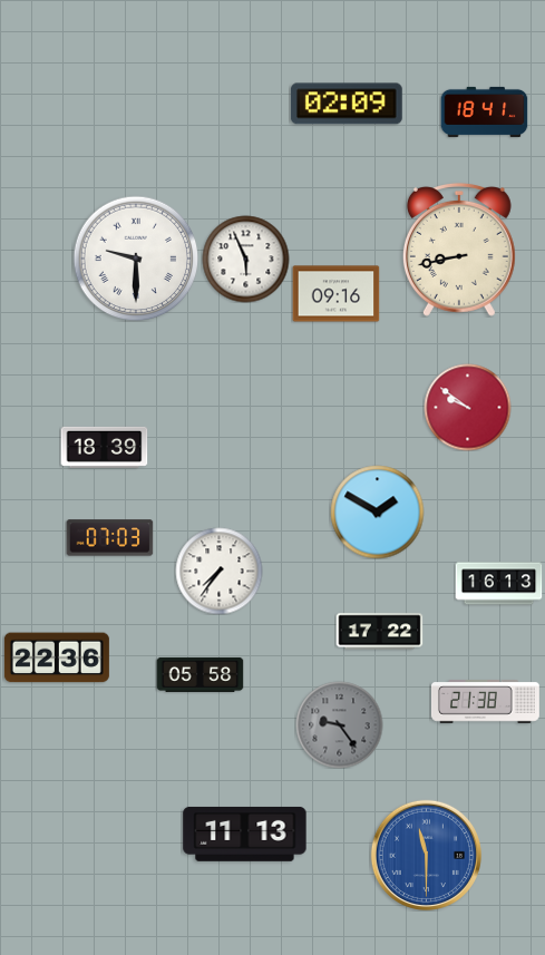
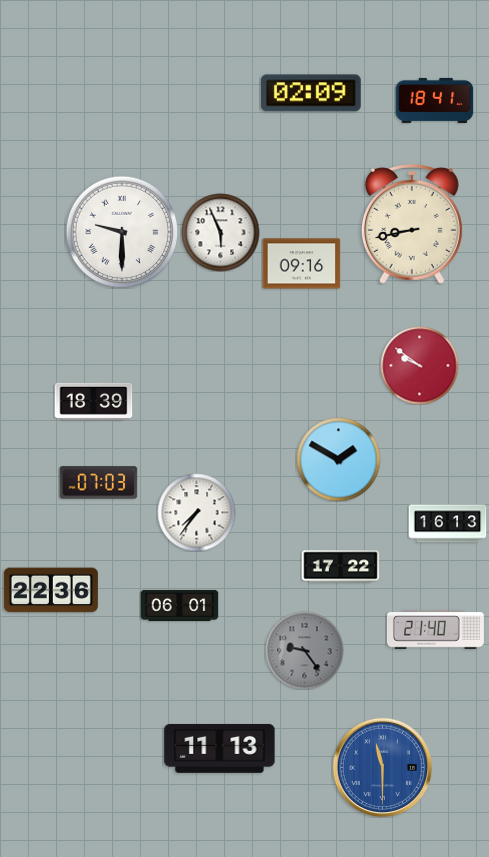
clock at (199, 674): 05:58 -> 06:01
clock at (486, 702): 21:38 -> 21:40
